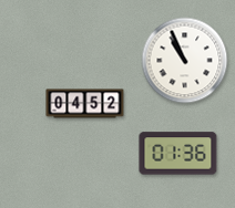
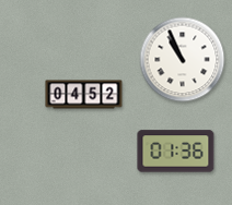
clock at (85, 104) position: (85, 104) -> (84, 95)
